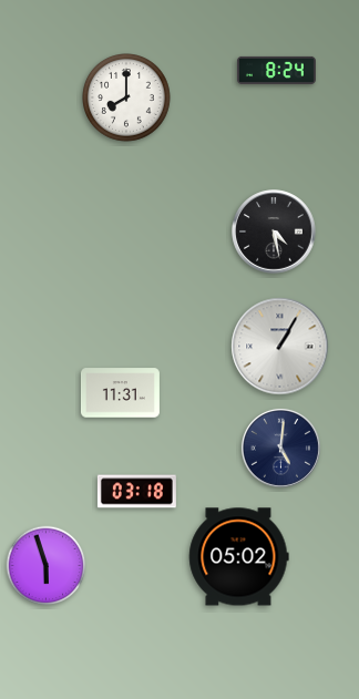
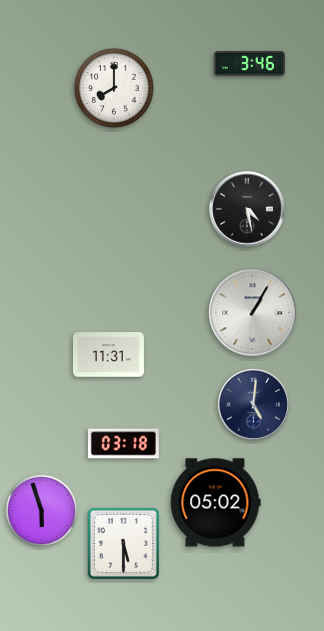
clock at (276, 70): 8:24 -> 3:46
clock at (123, 543): none -> 5:30
